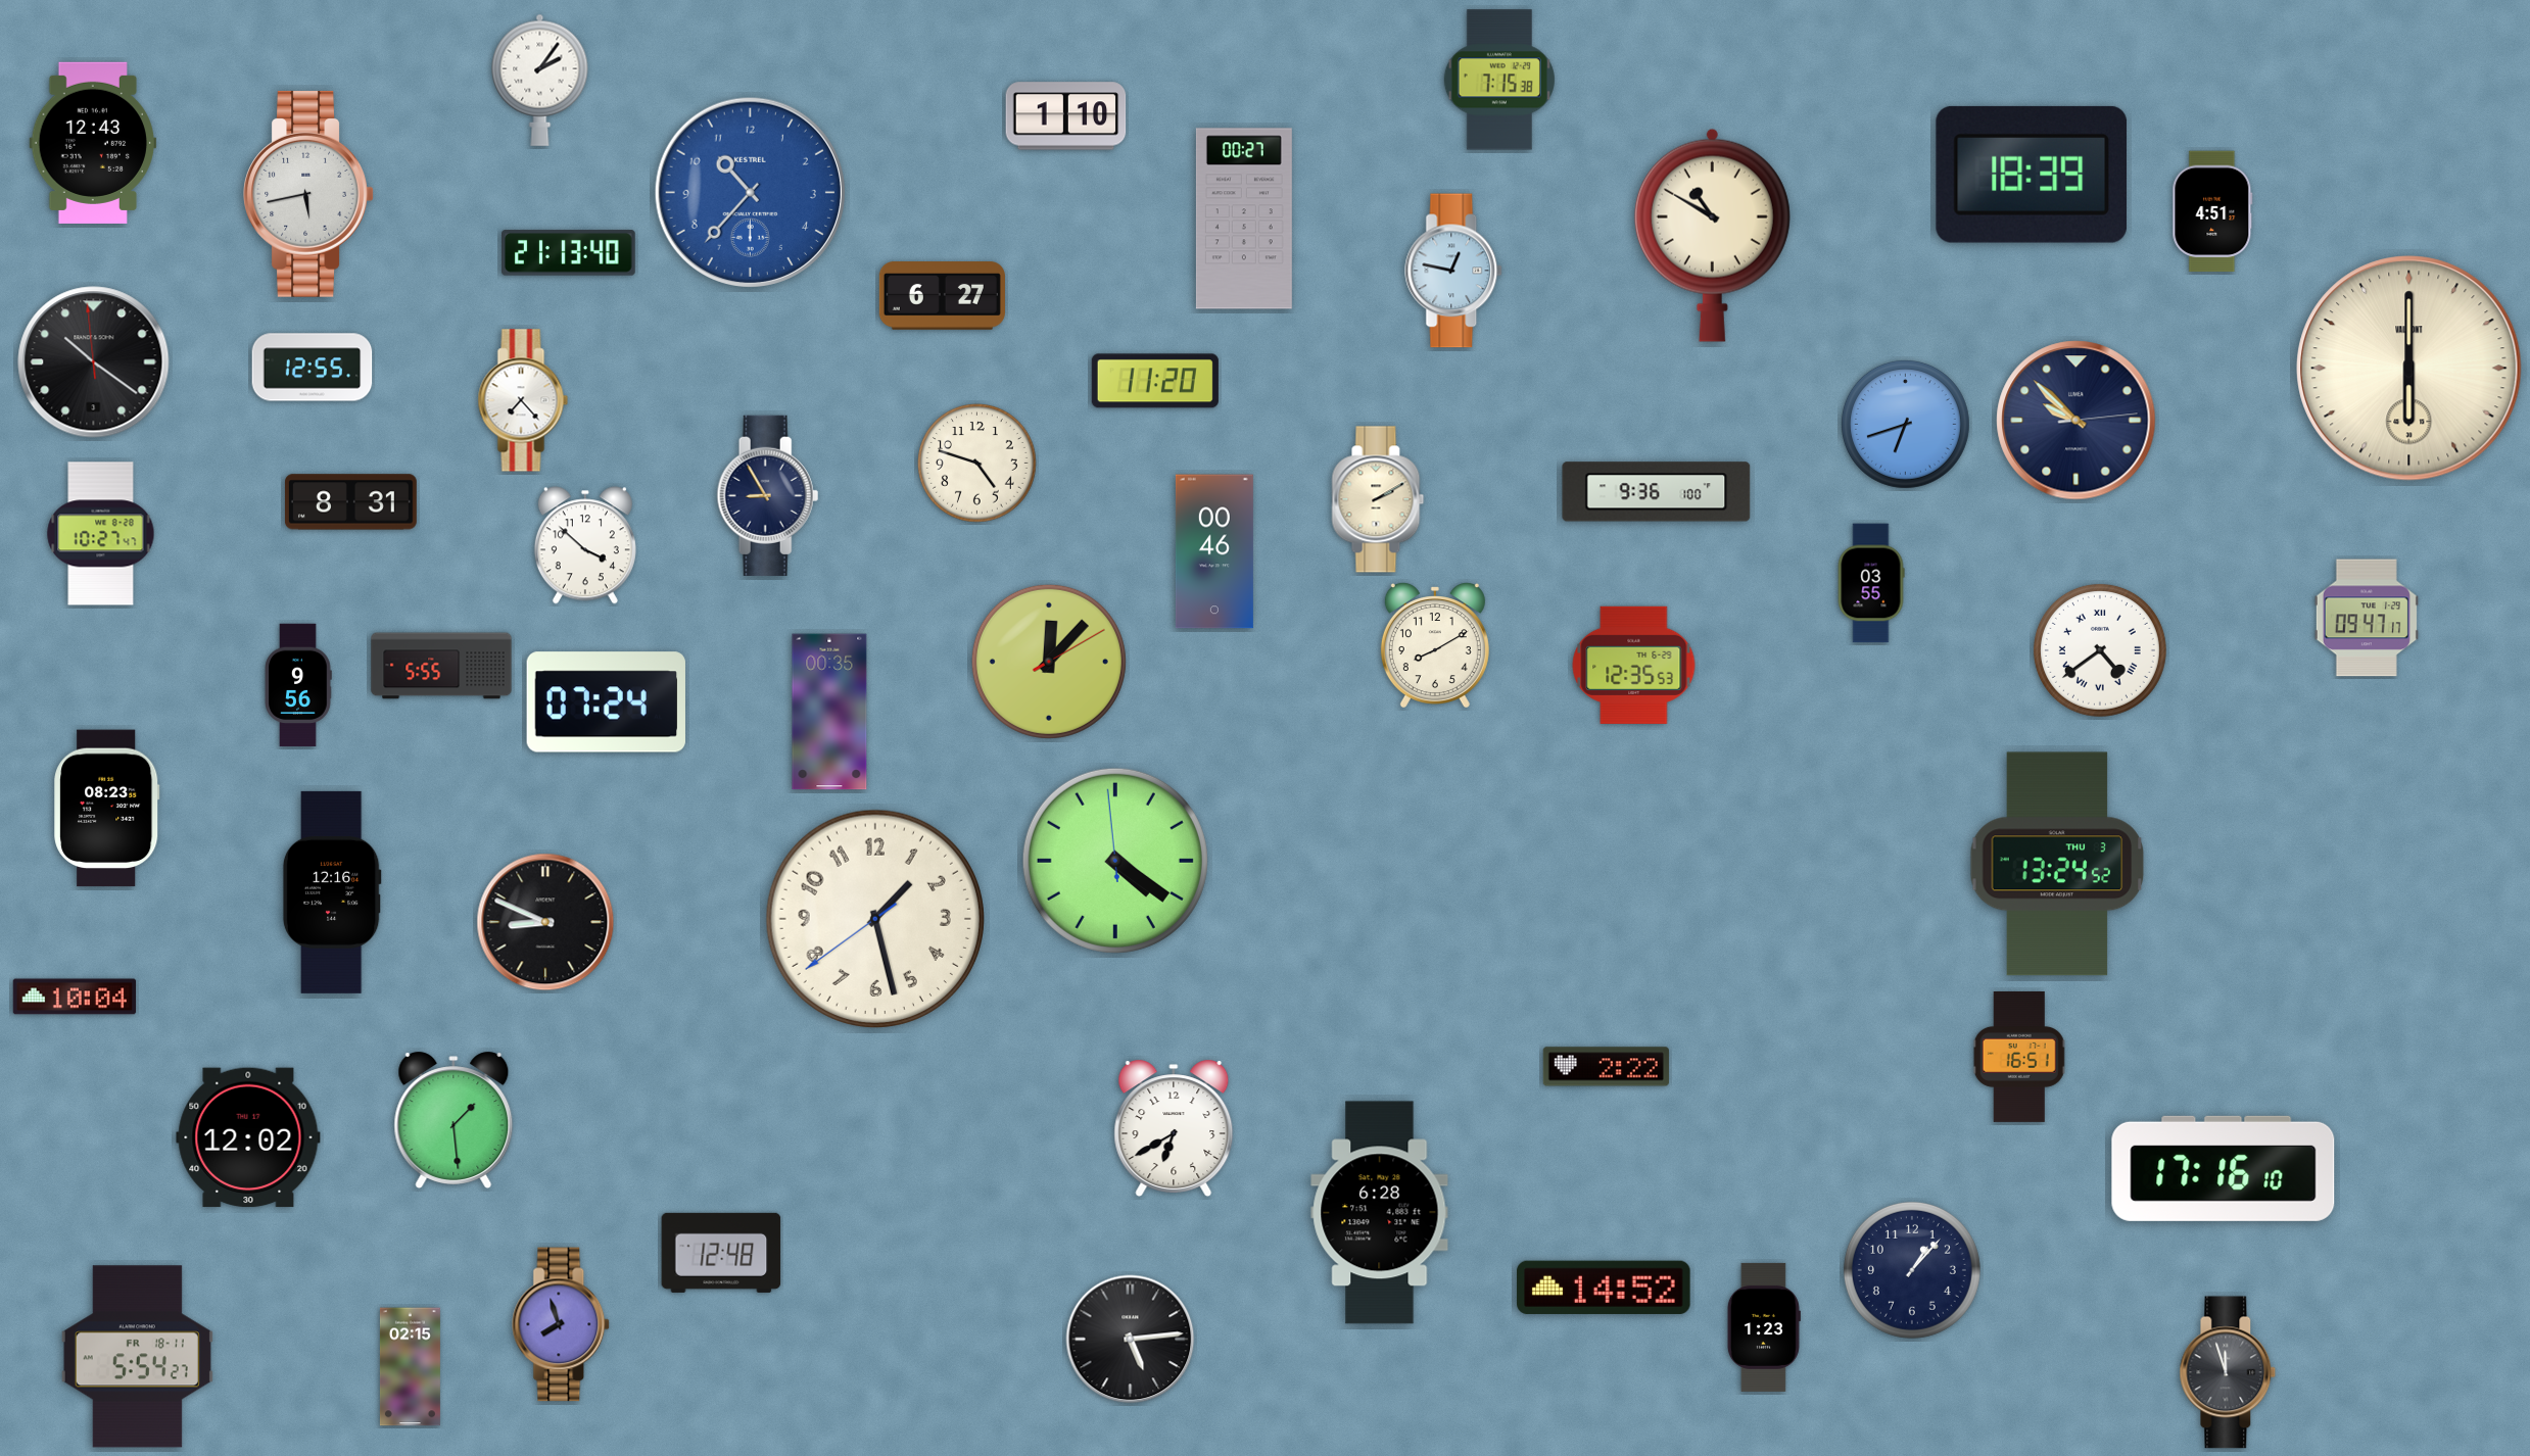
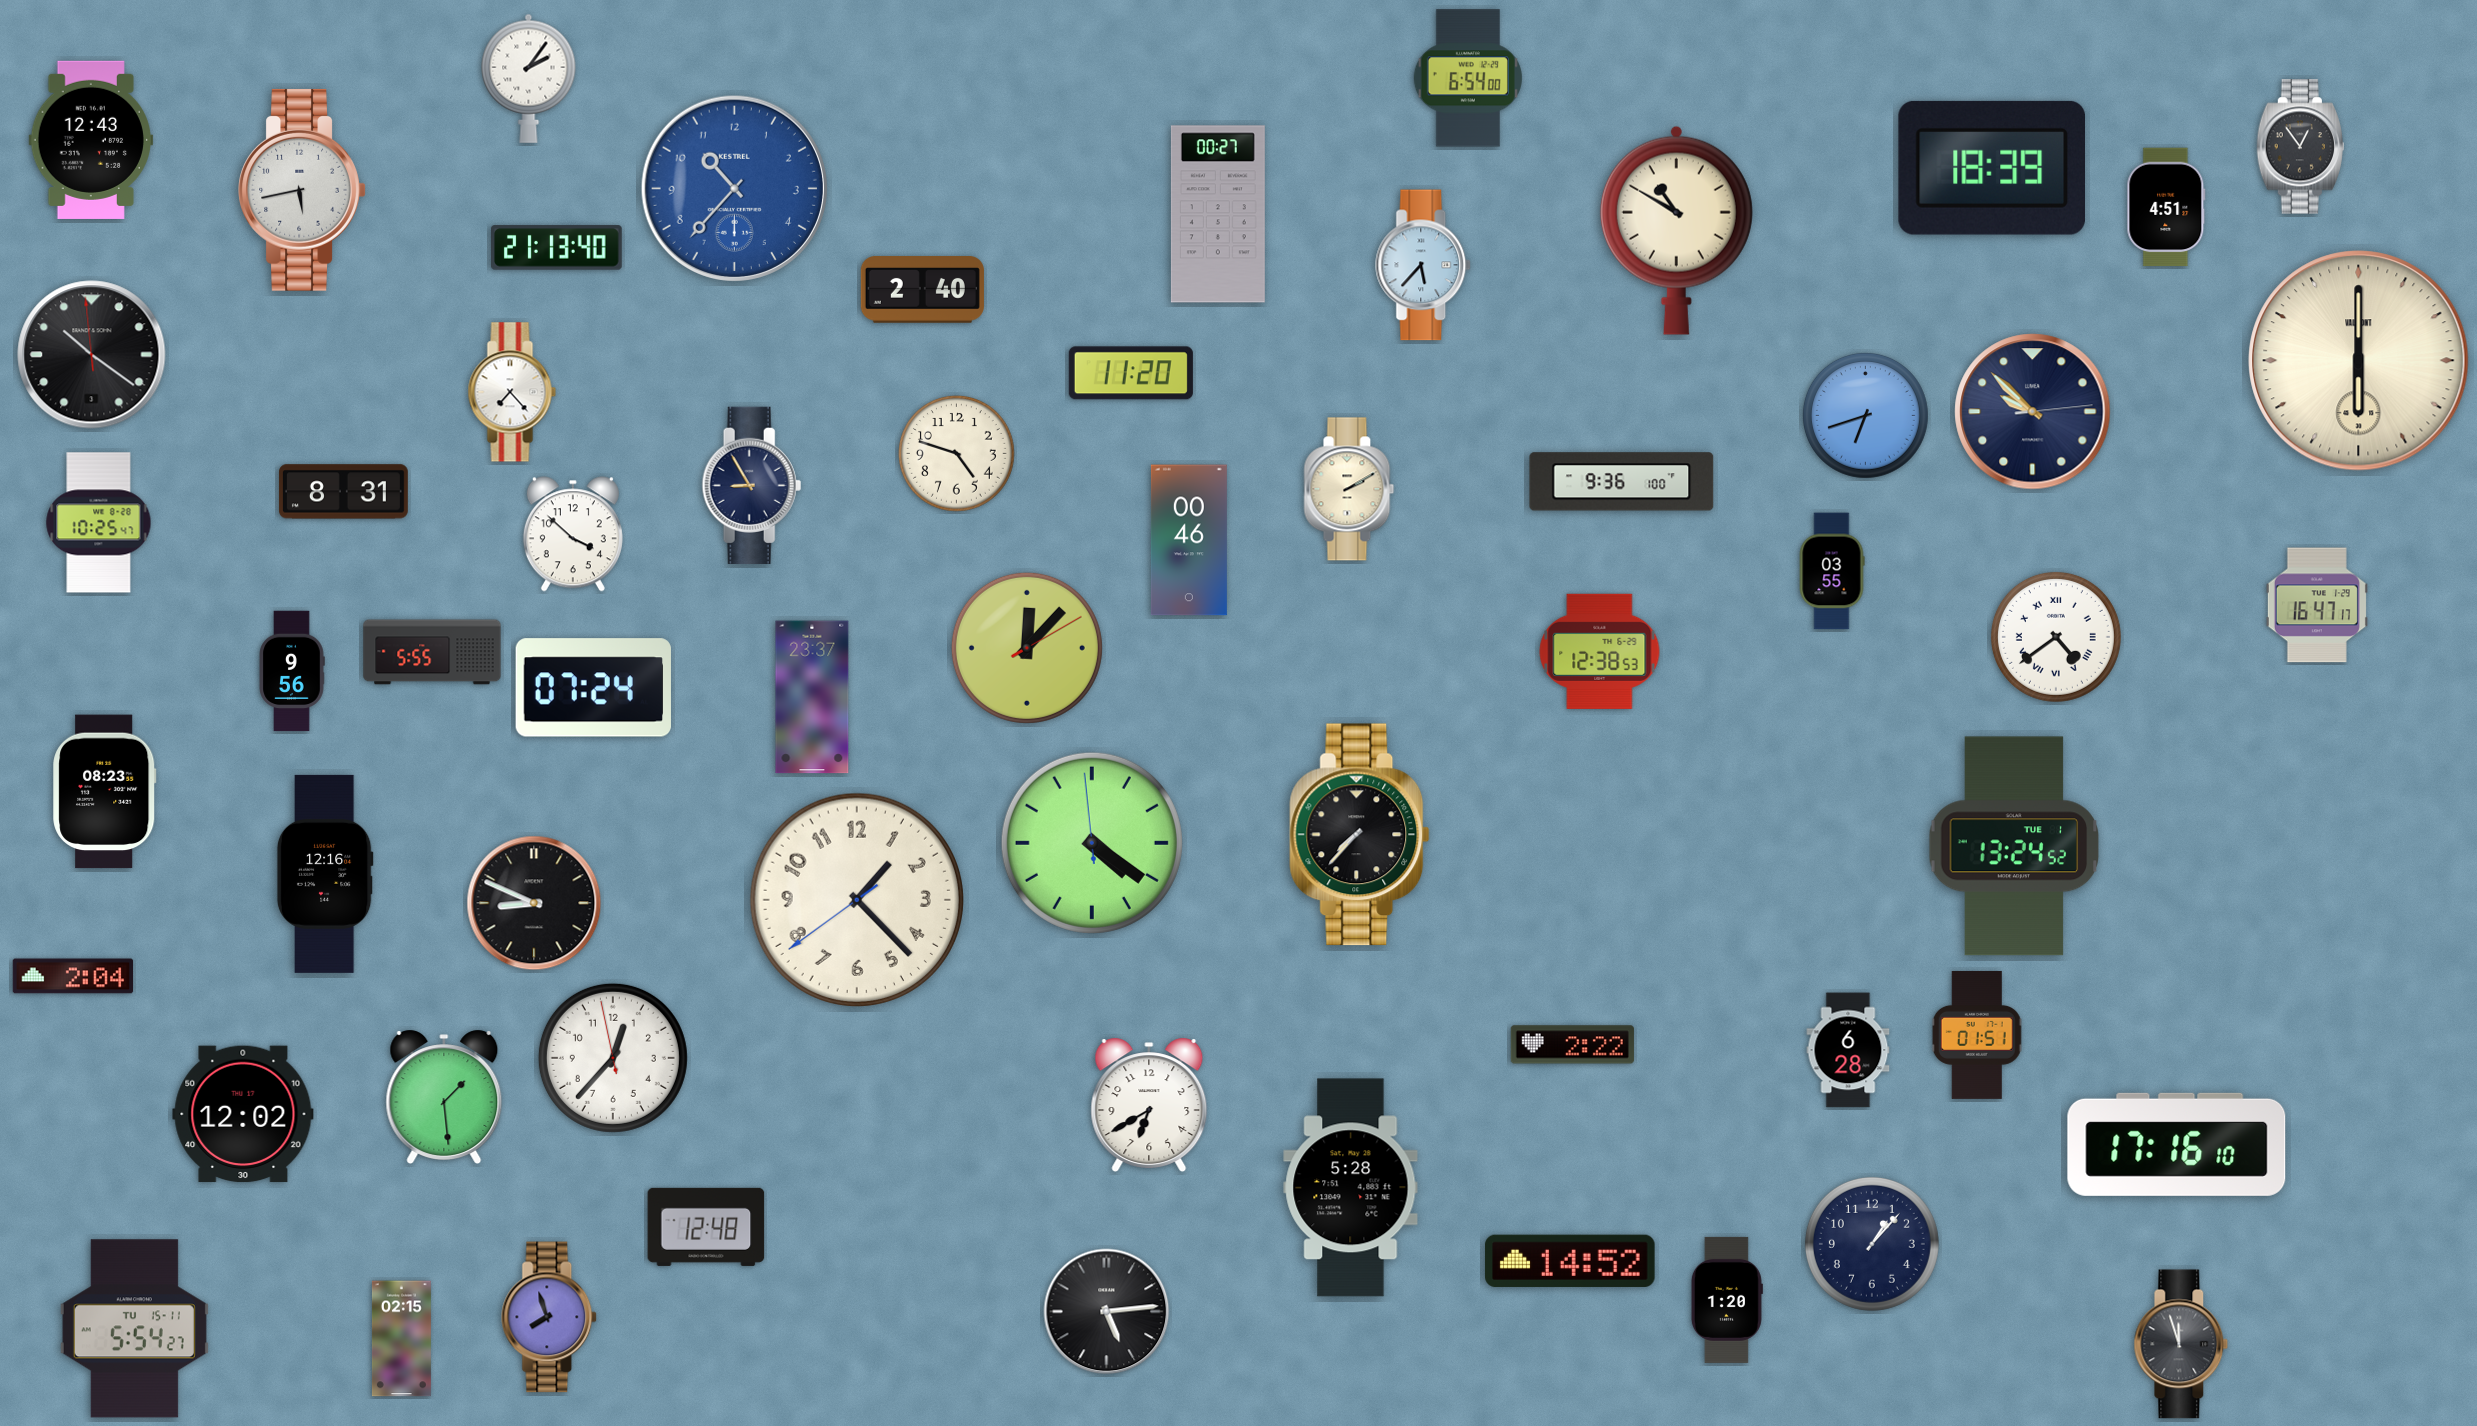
clock at (1499, 80): 7:15 -> 6:54
clock at (1066, 116): 1:10 -> none
clock at (2300, 147): none -> 12:54
clock at (2031, 175) position: (2031, 175) -> (1991, 168)
clock at (1454, 271): 12:47 -> 5:37
clock at (942, 296): 6:27 -> 2:40
clock at (313, 368): 12:55 -> none
clock at (101, 534): 10:27 -> 10:25
clock at (2367, 618): 09:47 -> 16:47
clock at (1435, 645): 8:10 -> none
clock at (1634, 665): 12:35 -> 12:38
clock at (829, 712): 00:35 -> 23:37
clock at (1360, 835): none -> 7:37
clock at (2057, 864) date: THU 3 -> TUE 1
clock at (875, 919): 1:27 -> 1:22
clock at (75, 997): 10:04 -> 2:04
clock at (2019, 1057): 16:51 -> 01:51
clock at (1848, 1050): none -> 6:28
clock at (613, 1058): none -> 12:36
clock at (1380, 1213): 6:28 -> 5:28
clock at (562, 1324) position: (562, 1324) -> (550, 1317)
clock at (1764, 1327): 1:23 -> 1:20
clock at (137, 1357) date: FR 18-11 -> TU 15-11
